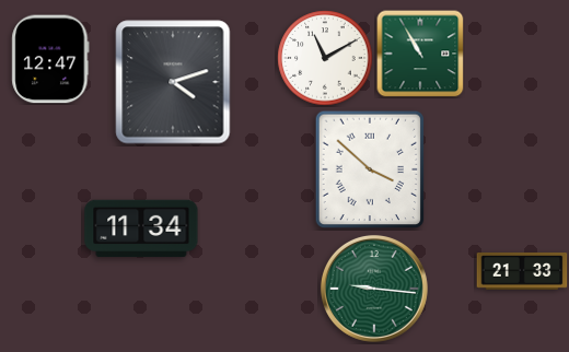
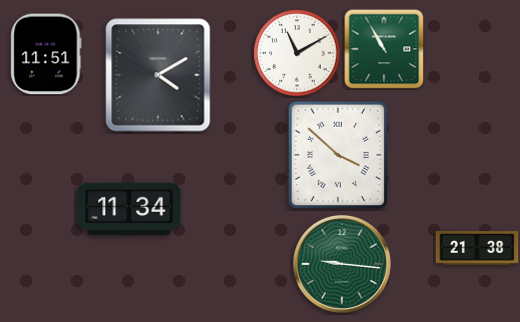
clock at (50, 59): 12:47 -> 11:51
clock at (173, 82): 4:12 -> 4:10
clock at (522, 272): 21:33 -> 21:38
